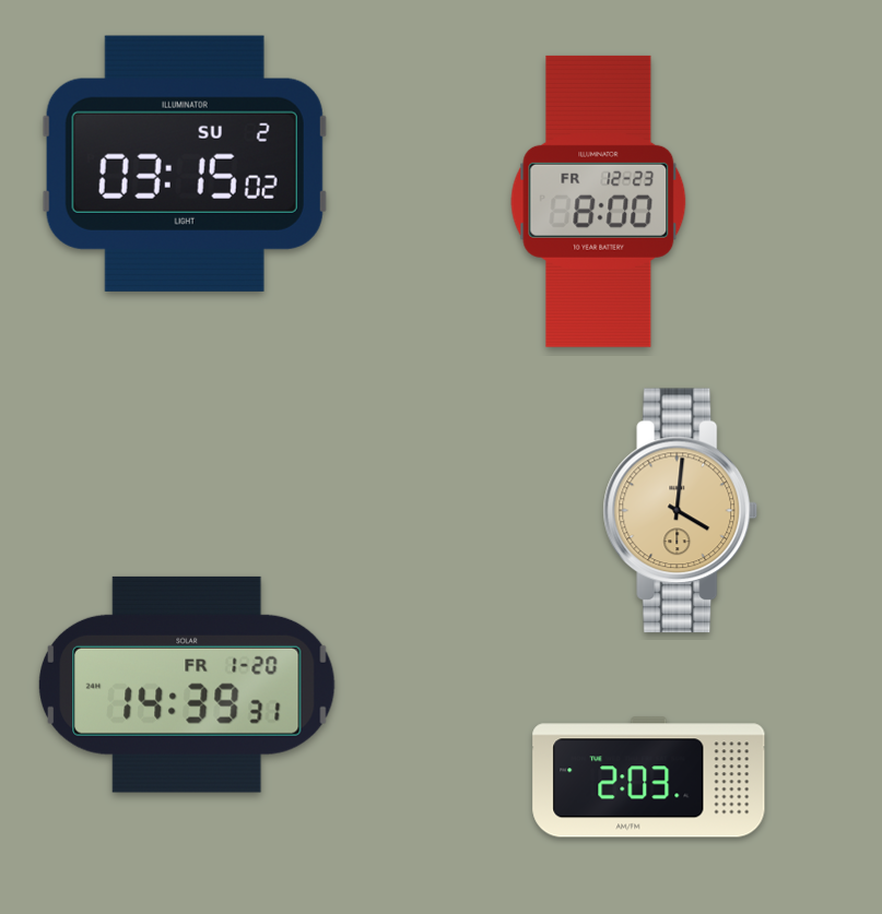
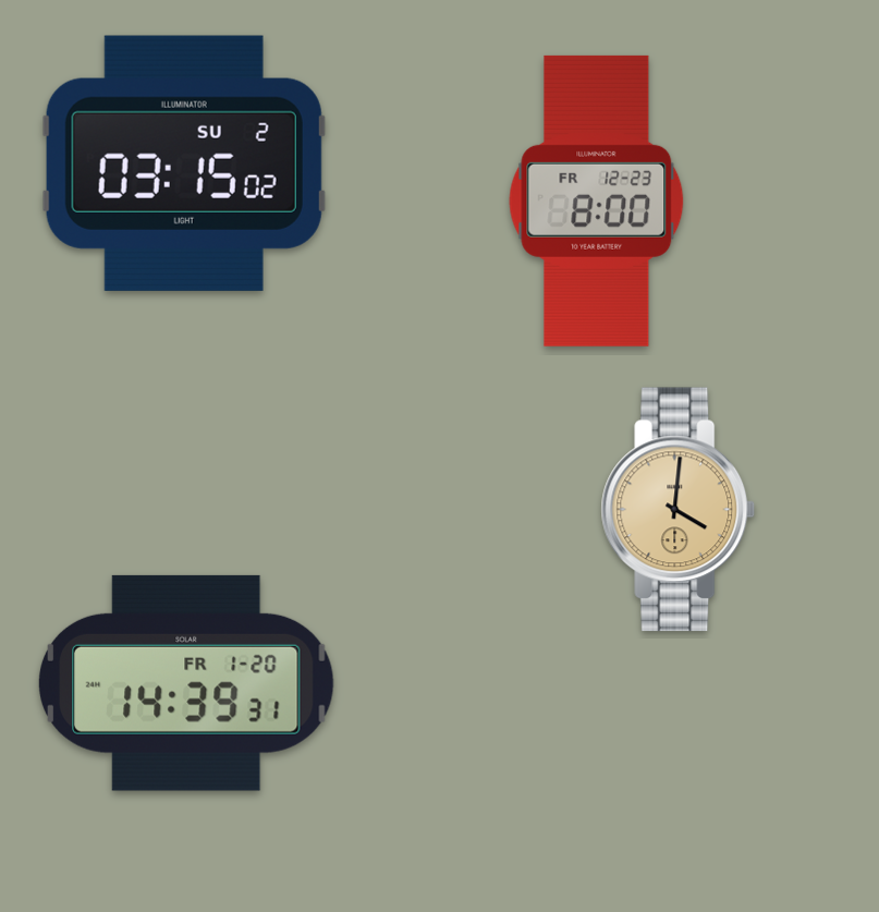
clock at (649, 778): 2:03 -> none
